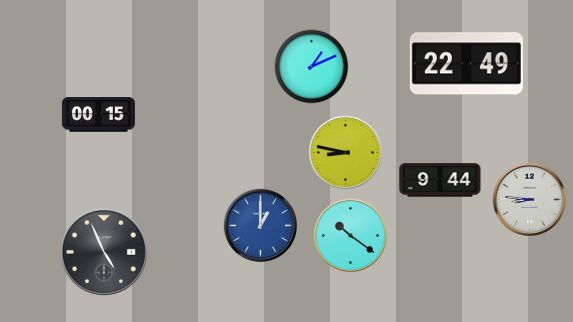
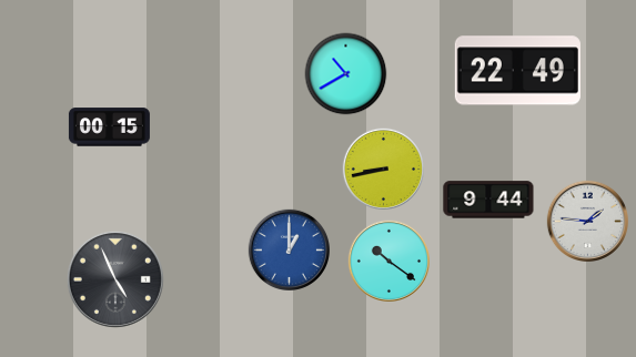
clock at (312, 67): 1:11 -> 10:40
clock at (345, 152): 8:47 -> 8:43
clock at (529, 199): 8:46 -> 1:46
